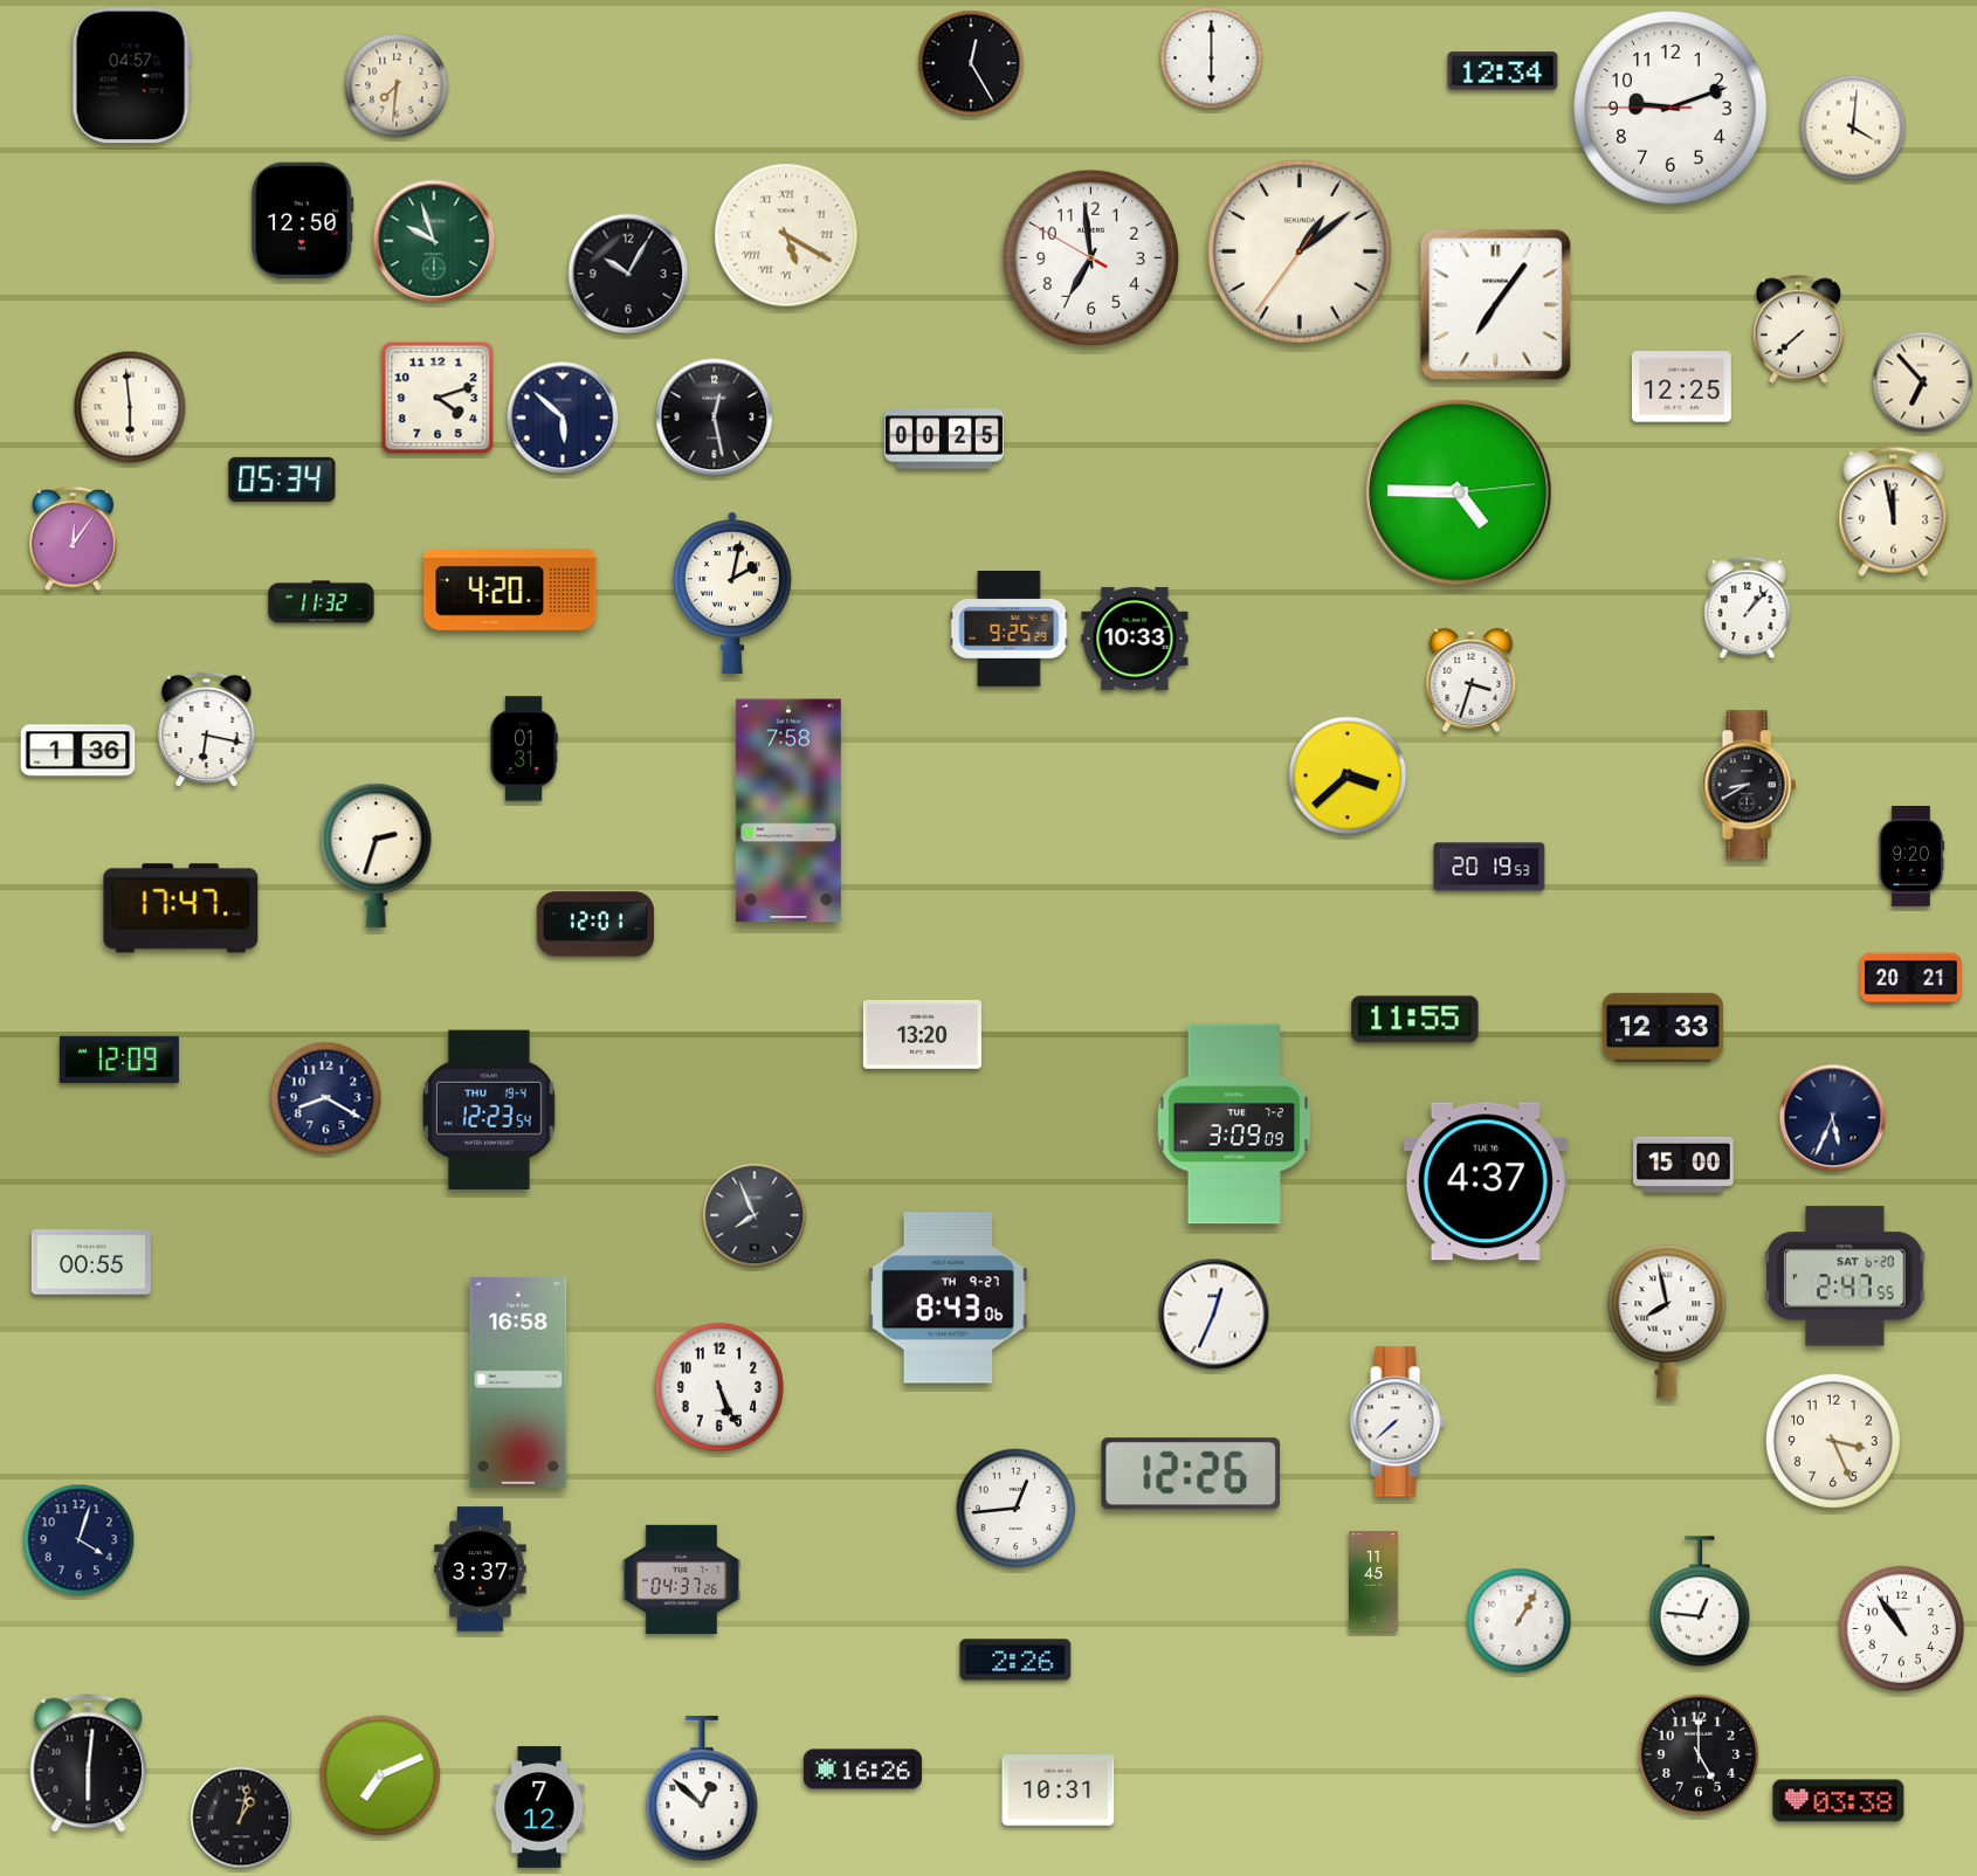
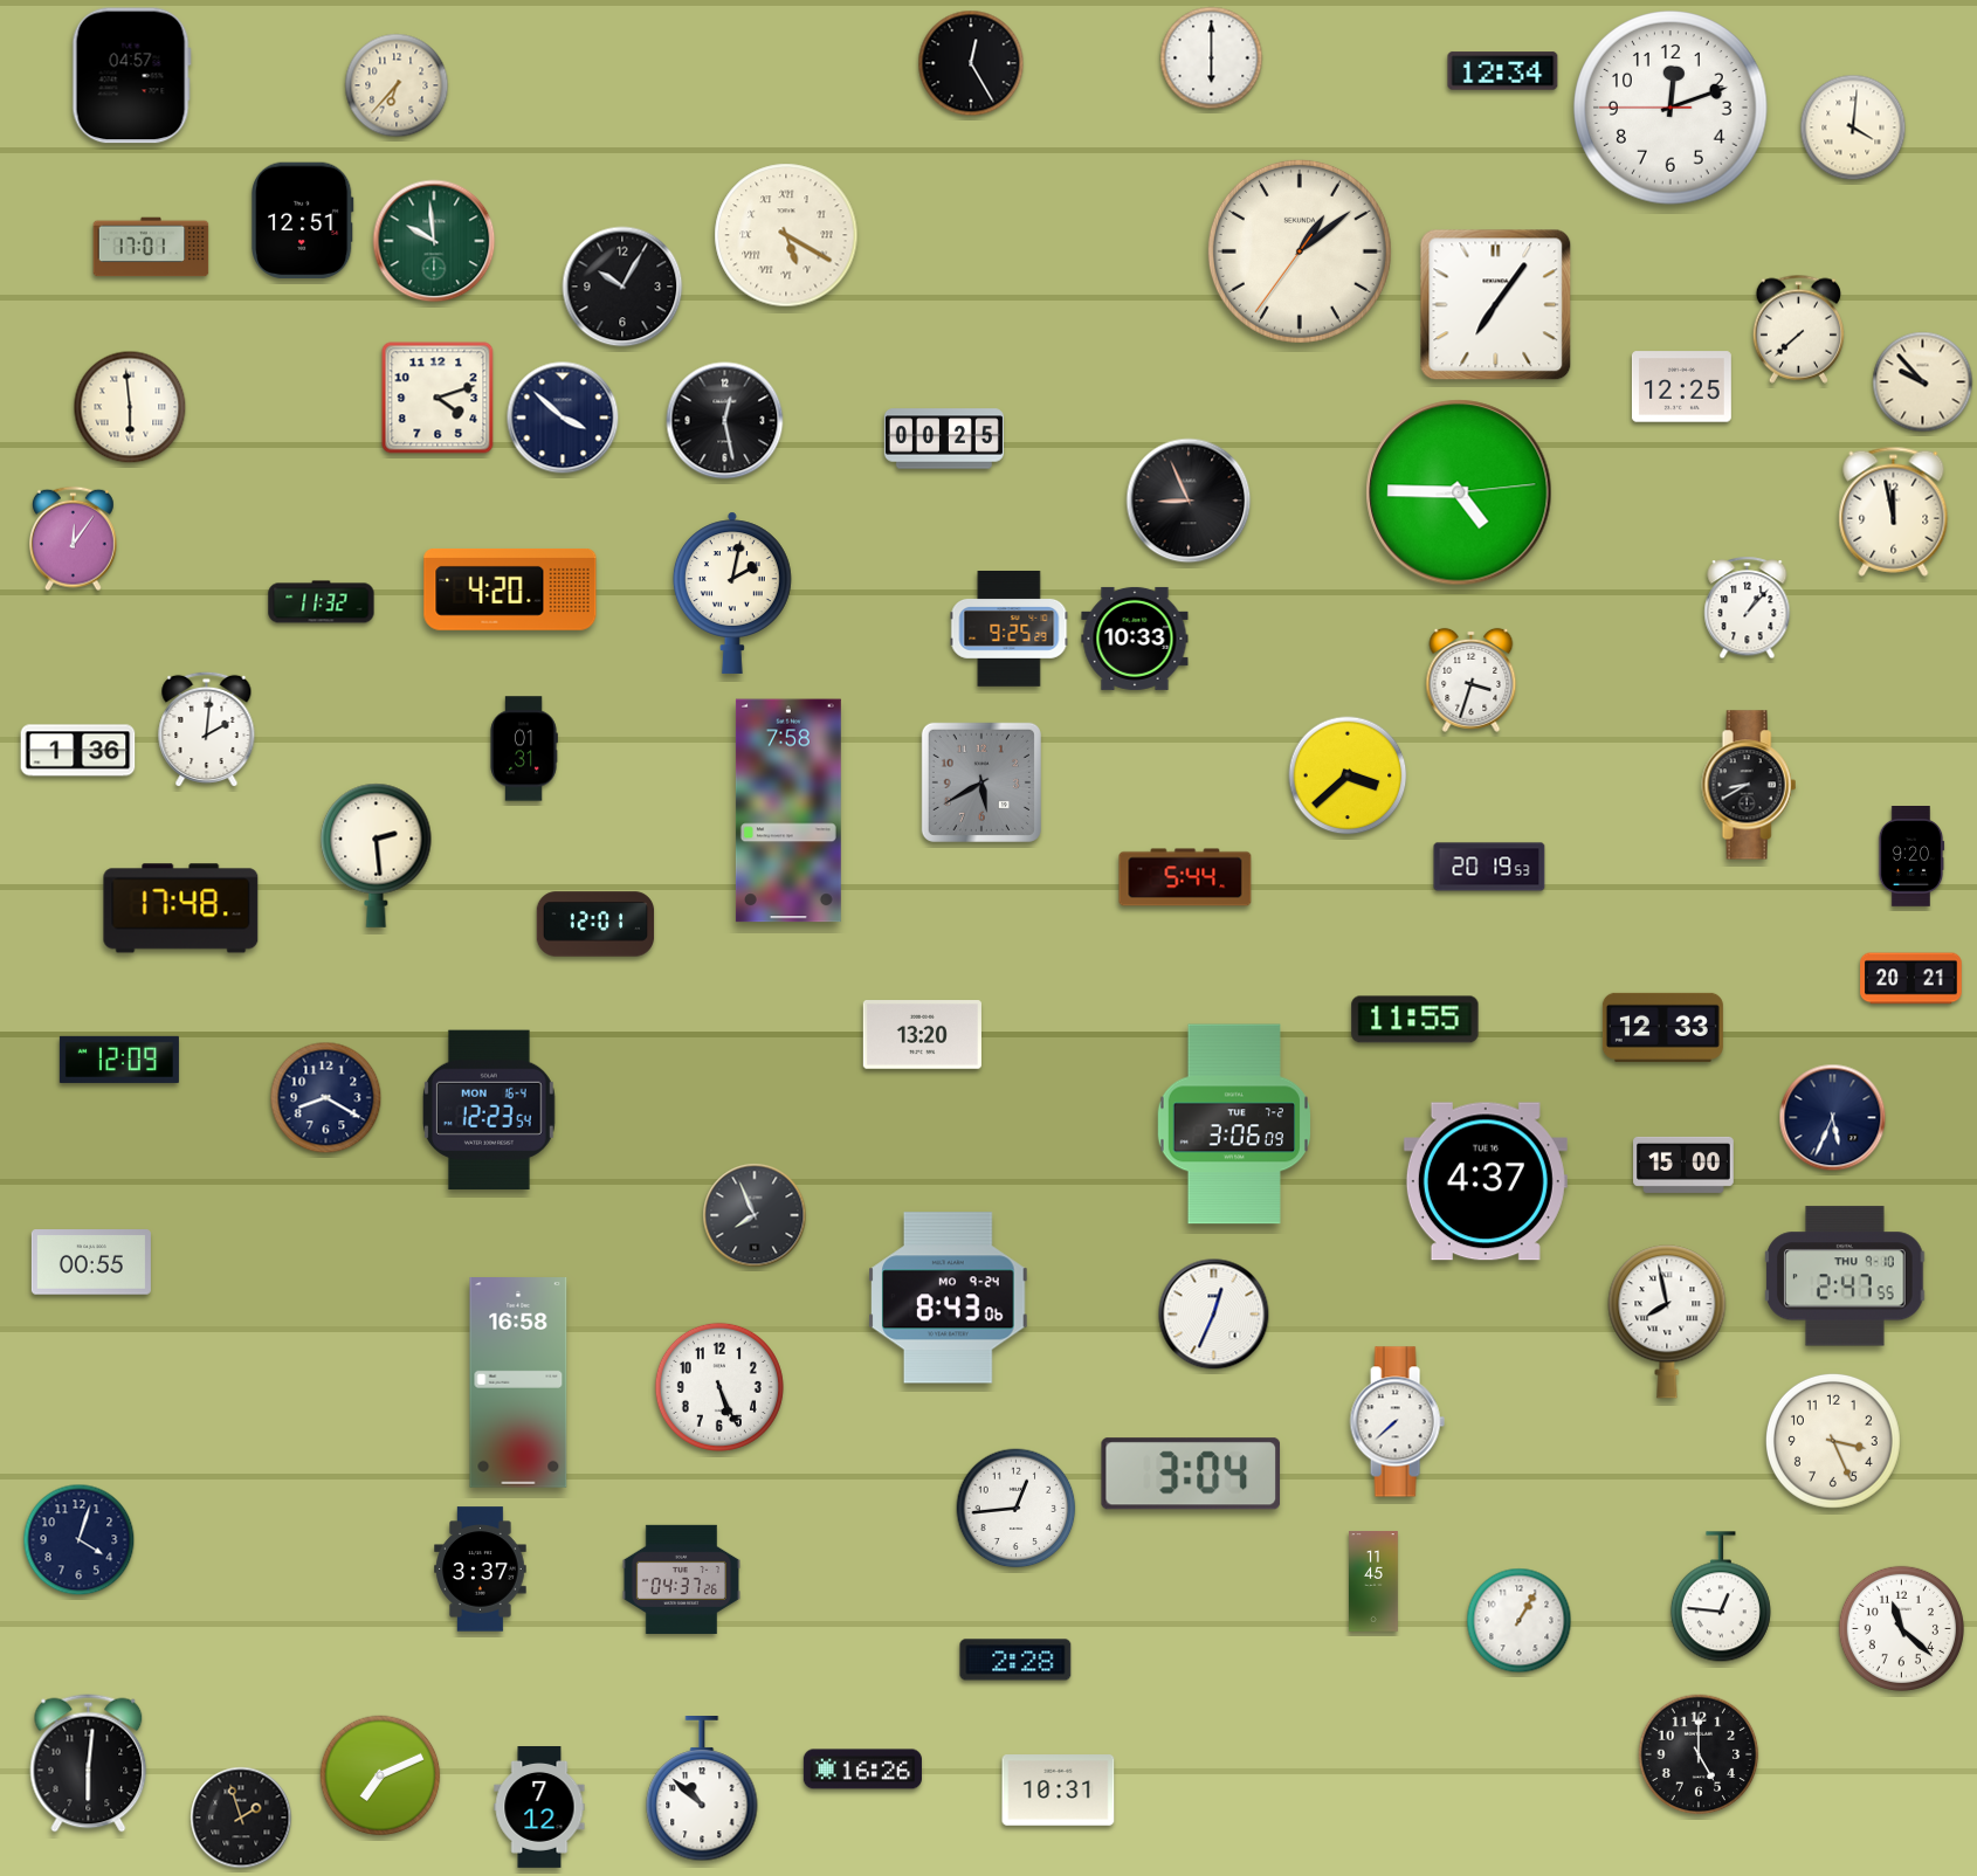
clock at (397, 85): 7:31 -> 6:37
clock at (1671, 108): 9:11 -> 12:11
clock at (303, 221): 12:50 -> 12:51
clock at (434, 241): 9:57 -> 9:59
clock at (151, 247): none -> 17:01
clock at (1090, 257): 6:58 -> none
clock at (628, 274) position: (628, 274) -> (622, 287)
clock at (1923, 382): 6:53 -> 9:53
clock at (563, 418): 5:52 -> 3:52
clock at (715, 418) position: (715, 418) -> (725, 421)
clock at (282, 480): 05:34 -> none
clock at (1189, 501): none -> 8:56
clock at (207, 730): 6:17 -> 2:01
clock at (981, 782): none -> 5:40
clock at (377, 855): 2:33 -> 2:29
clock at (1185, 877): none -> 5:44
clock at (181, 909): 17:47 -> 17:48
clock at (489, 1109) date: THU 19-4 -> MON 16-4
clock at (1234, 1124): 3:09 -> 3:06
clock at (1846, 1276) date: SAT 6-20 -> THU 9-10
clock at (949, 1298) date: TH 9-27 -> MO 9-24
clock at (1191, 1474): 12:26 -> 3:04
clock at (1700, 1602) position: (1700, 1602) -> (1721, 1598)
clock at (1901, 1628): 10:54 -> 11:22
clock at (1015, 1660): 2:26 -> 2:28
clock at (702, 1789): 12:52 -> 10:52
clock at (1839, 1801): 03:38 -> none
clock at (241, 1818): 1:02 -> 1:57
